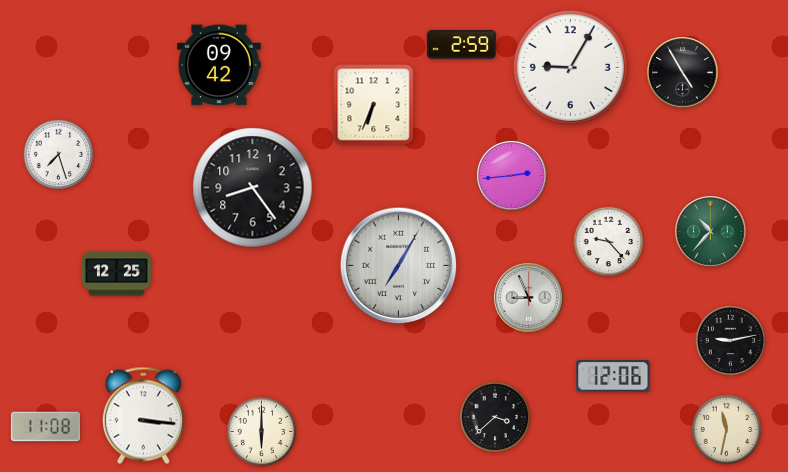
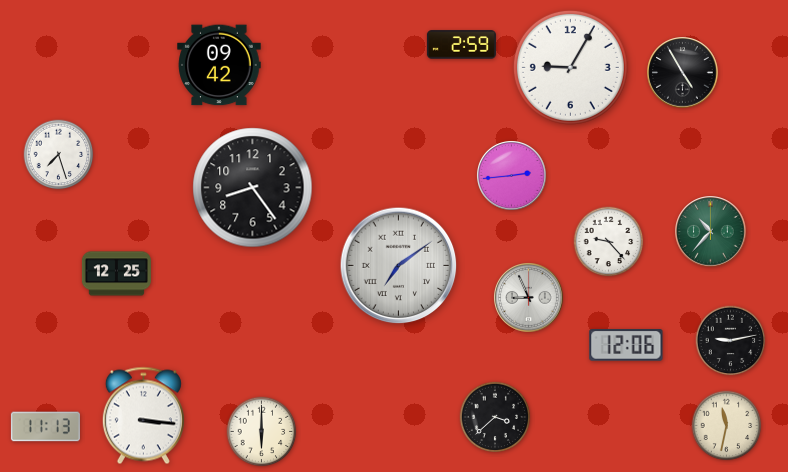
clock at (374, 105): 6:34 -> none
clock at (399, 266): 7:05 -> 7:09
clock at (613, 376) position: (613, 376) -> (626, 345)
clock at (45, 427): 11:08 -> 11:13
clock at (727, 430) position: (727, 430) -> (727, 426)
